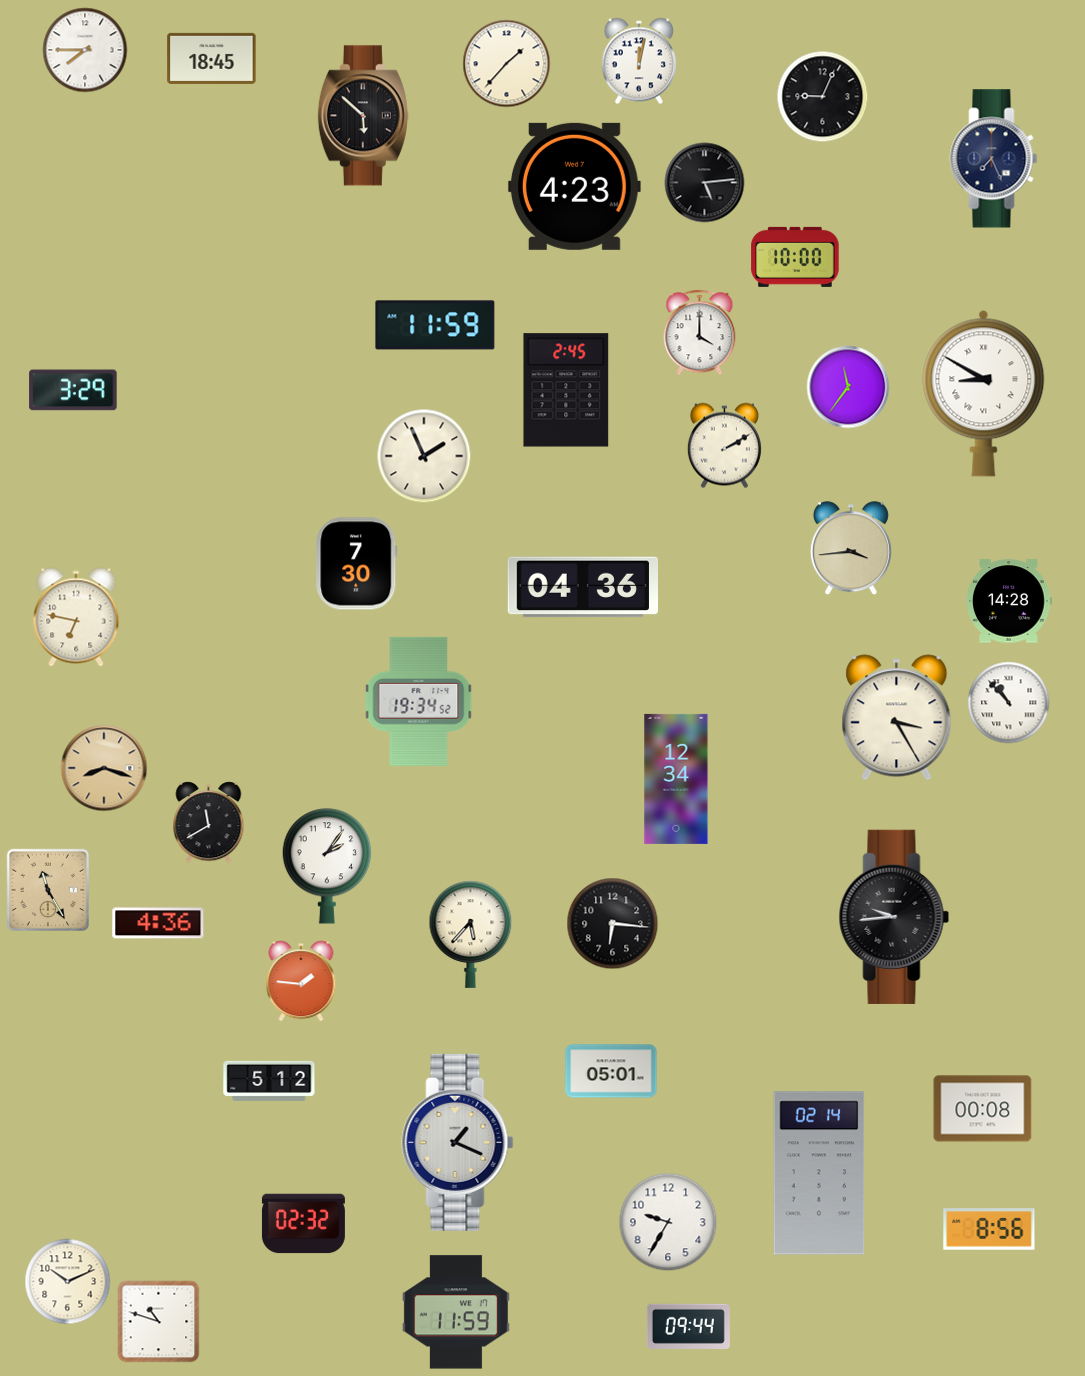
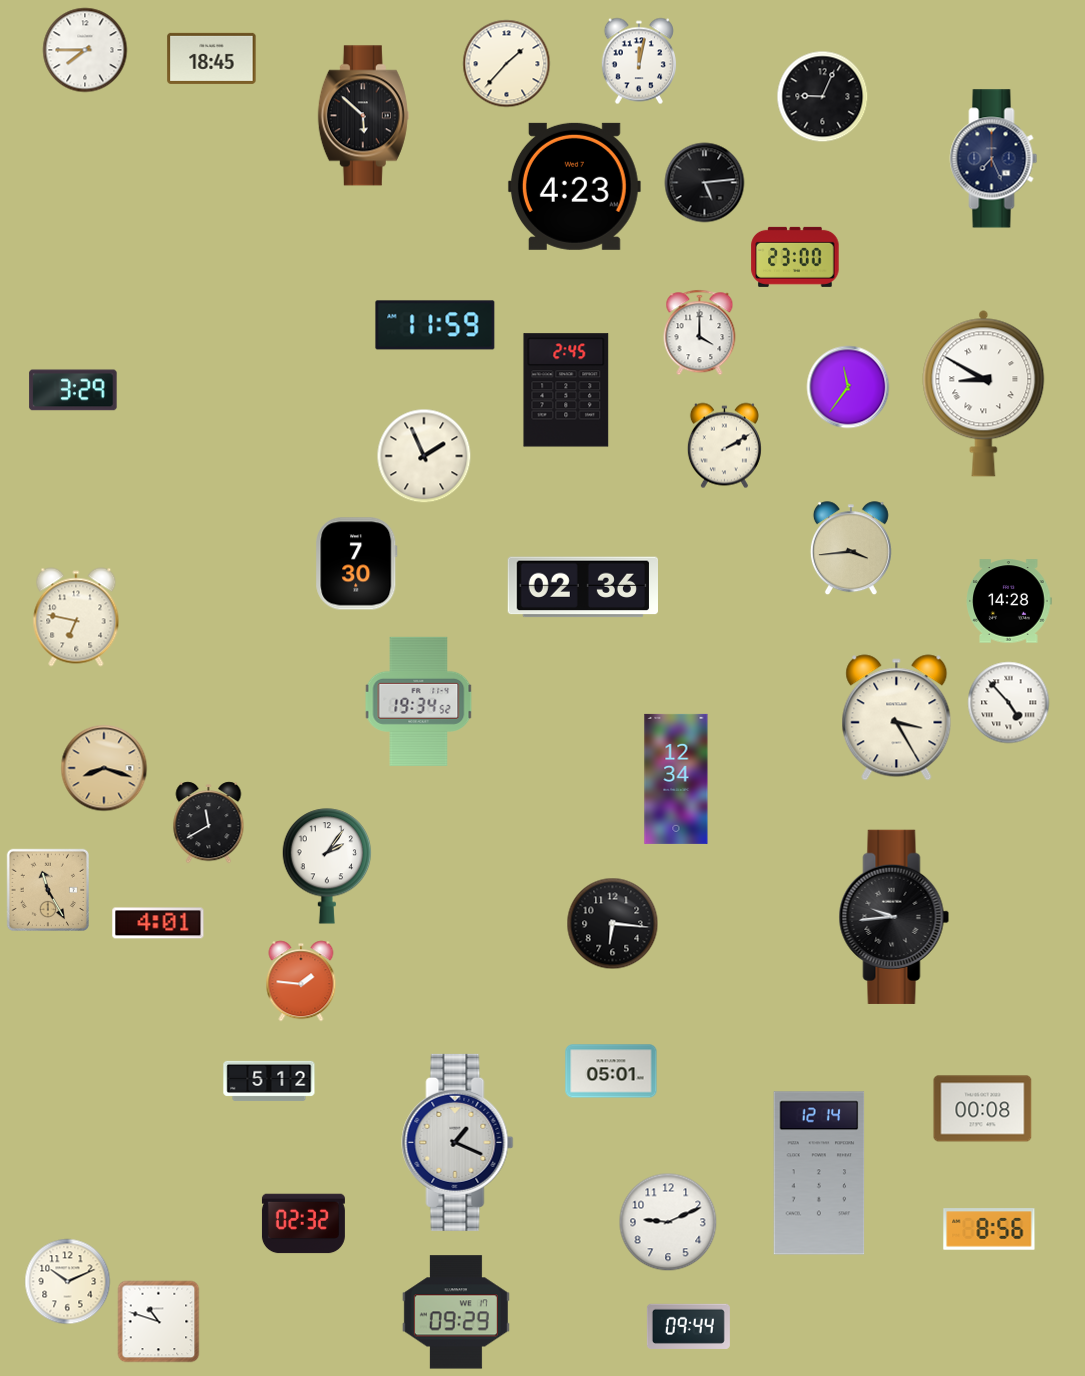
clock at (795, 257): 10:00 -> 23:00
clock at (582, 587): 04:36 -> 02:36
clock at (1009, 703): 10:53 -> 4:53
clock at (158, 923): 4:36 -> 4:01
clock at (471, 934): 5:37 -> none
clock at (819, 1173): 02:14 -> 12:14
clock at (668, 1222): 9:35 -> 9:11
clock at (456, 1312): 11:59 -> 09:29
